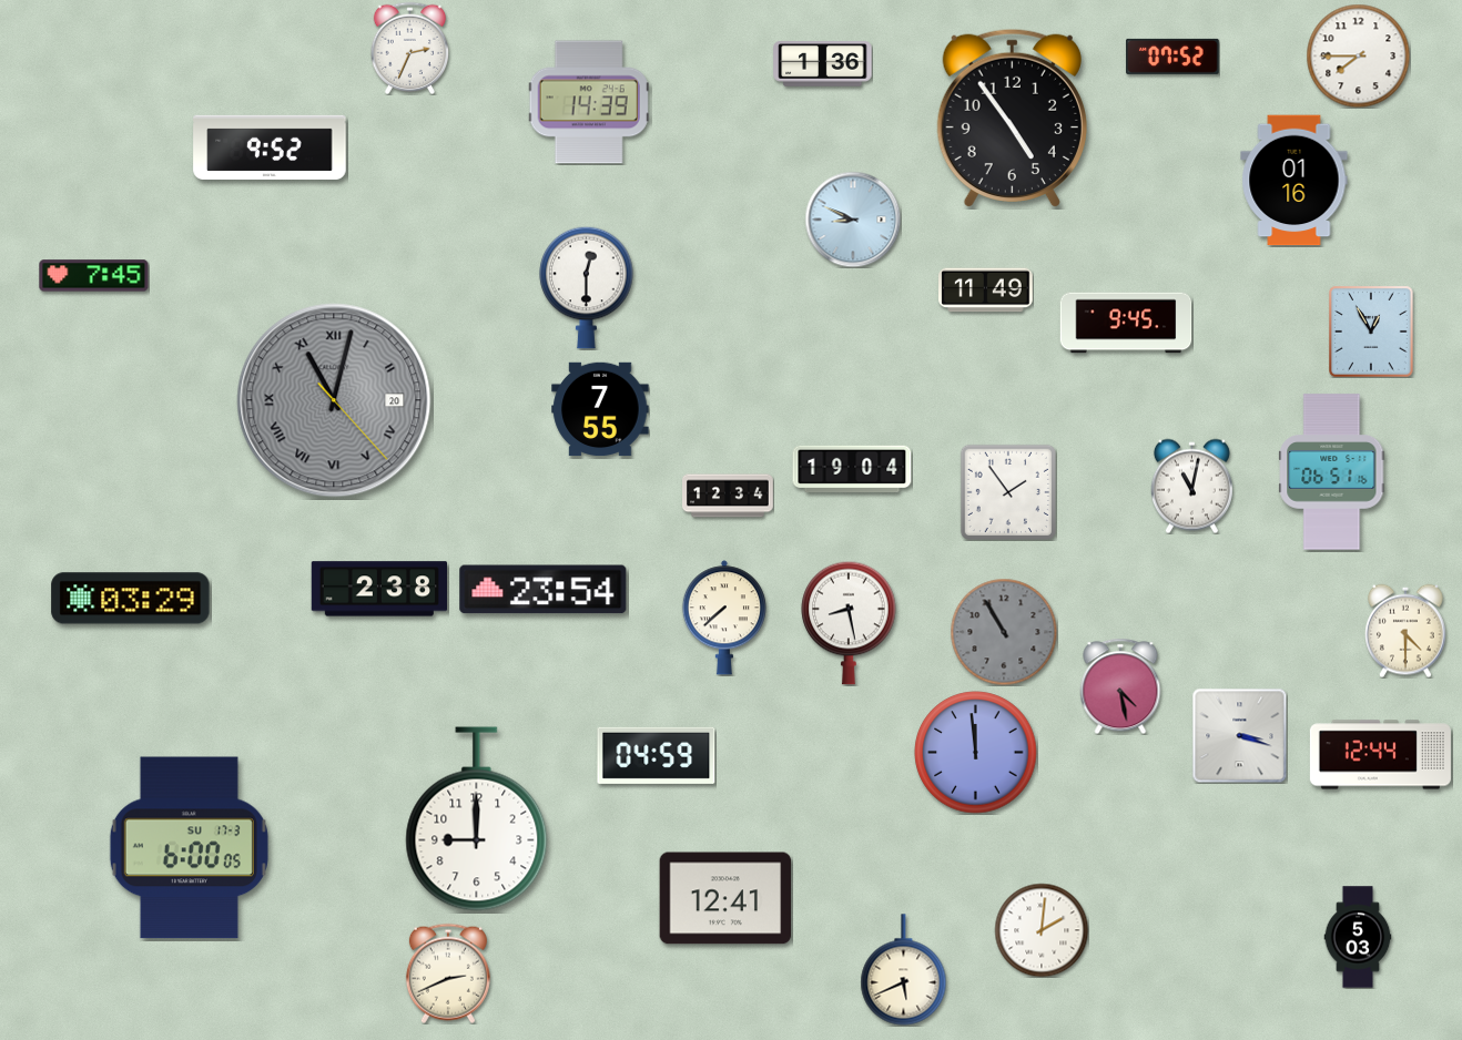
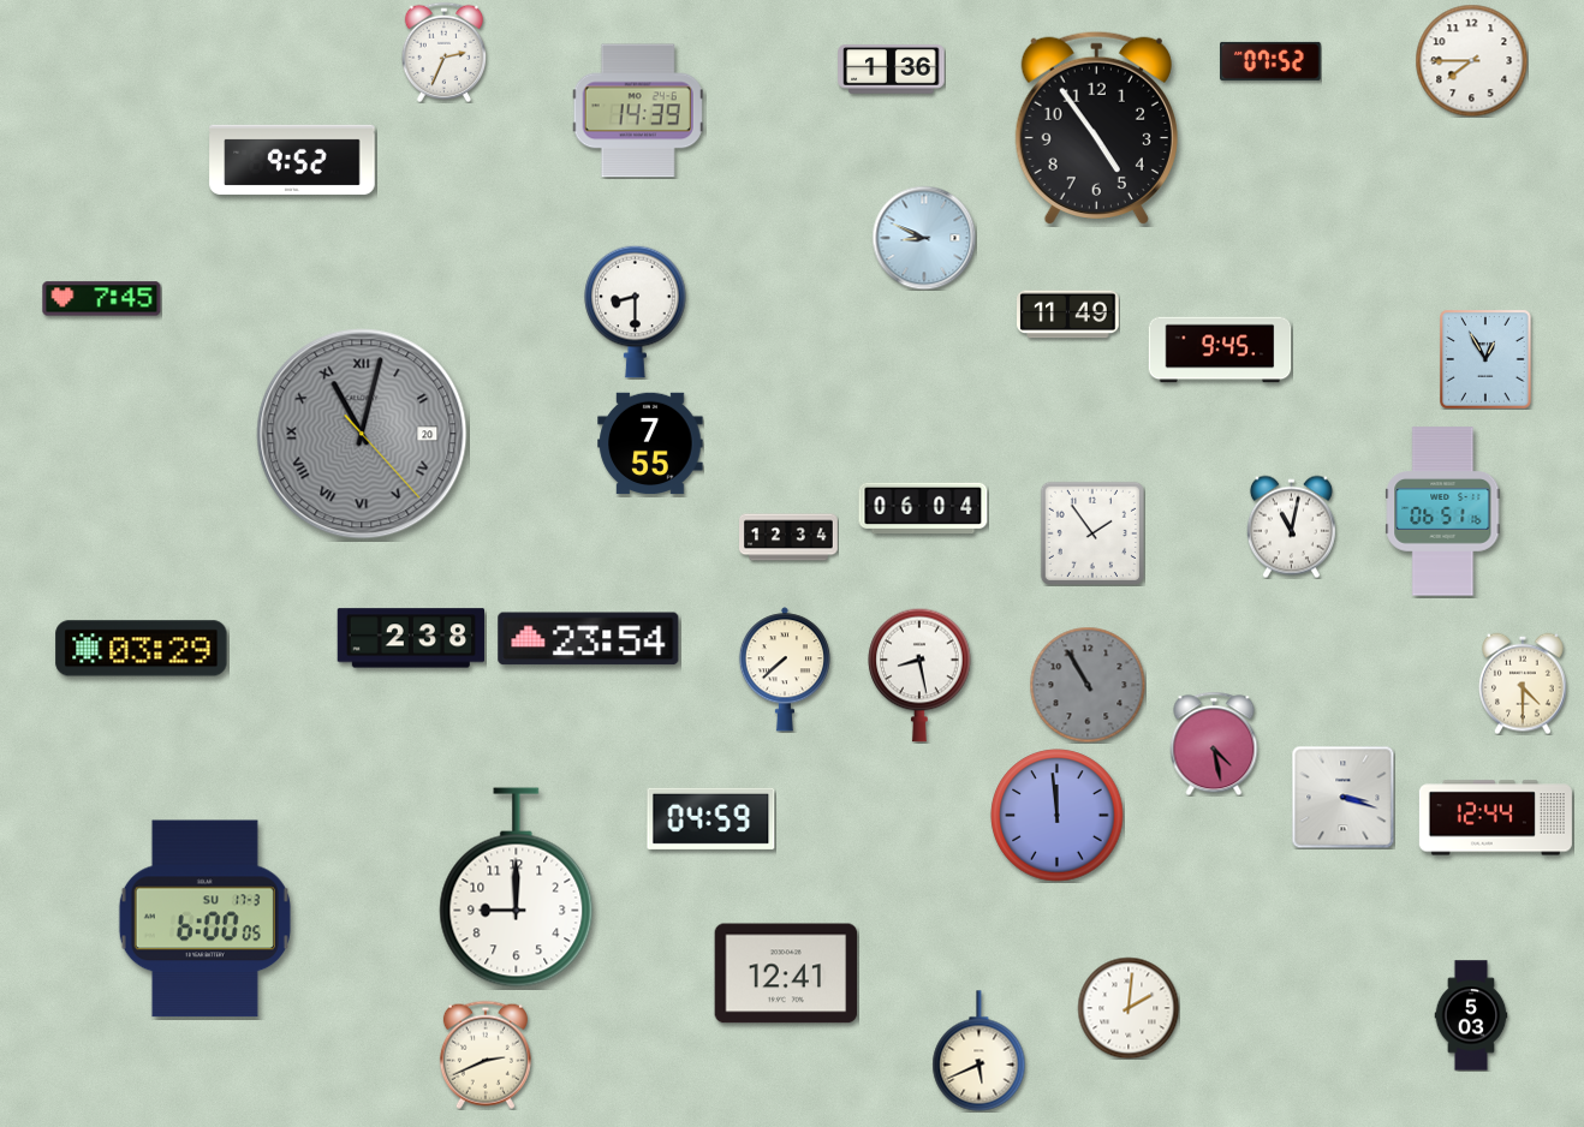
clock at (1295, 181): 01:16 -> none
clock at (587, 287): 12:30 -> 8:30
clock at (852, 469): 19:04 -> 06:04
